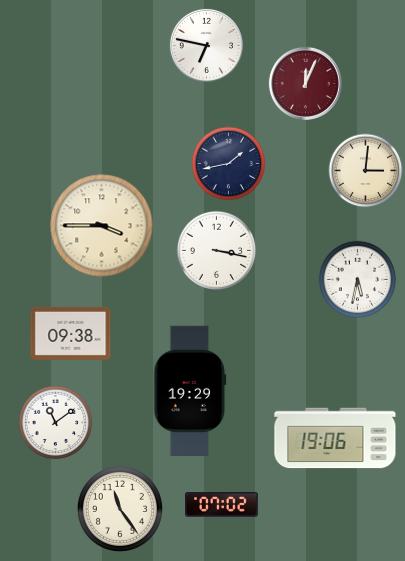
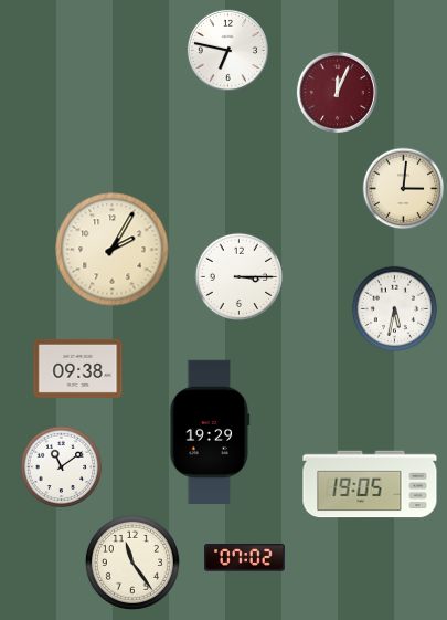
clock at (229, 164): 1:43 -> none
clock at (102, 226): 3:45 -> 2:05
clock at (216, 250): 3:17 -> 3:15
clock at (335, 438): 19:06 -> 19:05
